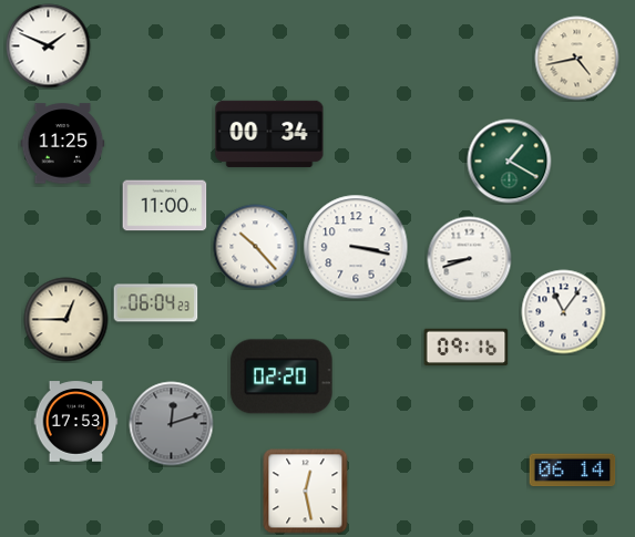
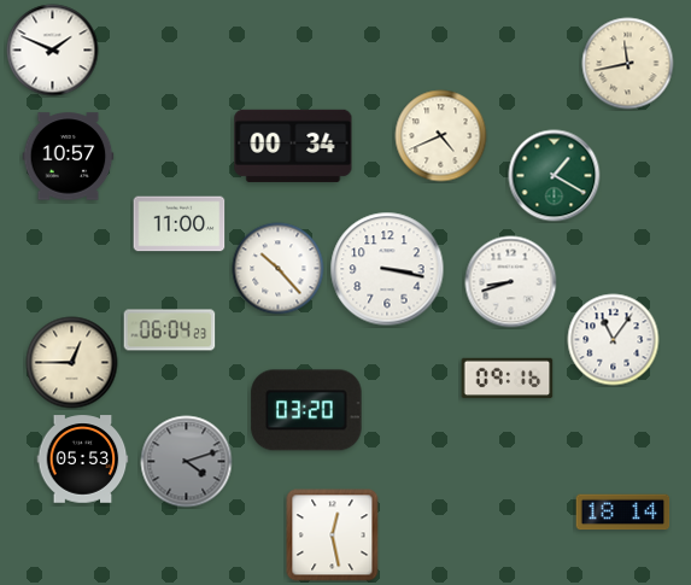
clock at (577, 59): 4:43 -> 11:43
clock at (441, 136): none -> 4:41
clock at (63, 144): 11:25 -> 10:57
clock at (66, 320) position: (66, 320) -> (72, 363)
clock at (281, 376): 02:20 -> 03:20
clock at (76, 422): 17:53 -> 05:53
clock at (172, 424): 12:12 -> 4:12
clock at (573, 471): 06:14 -> 18:14
